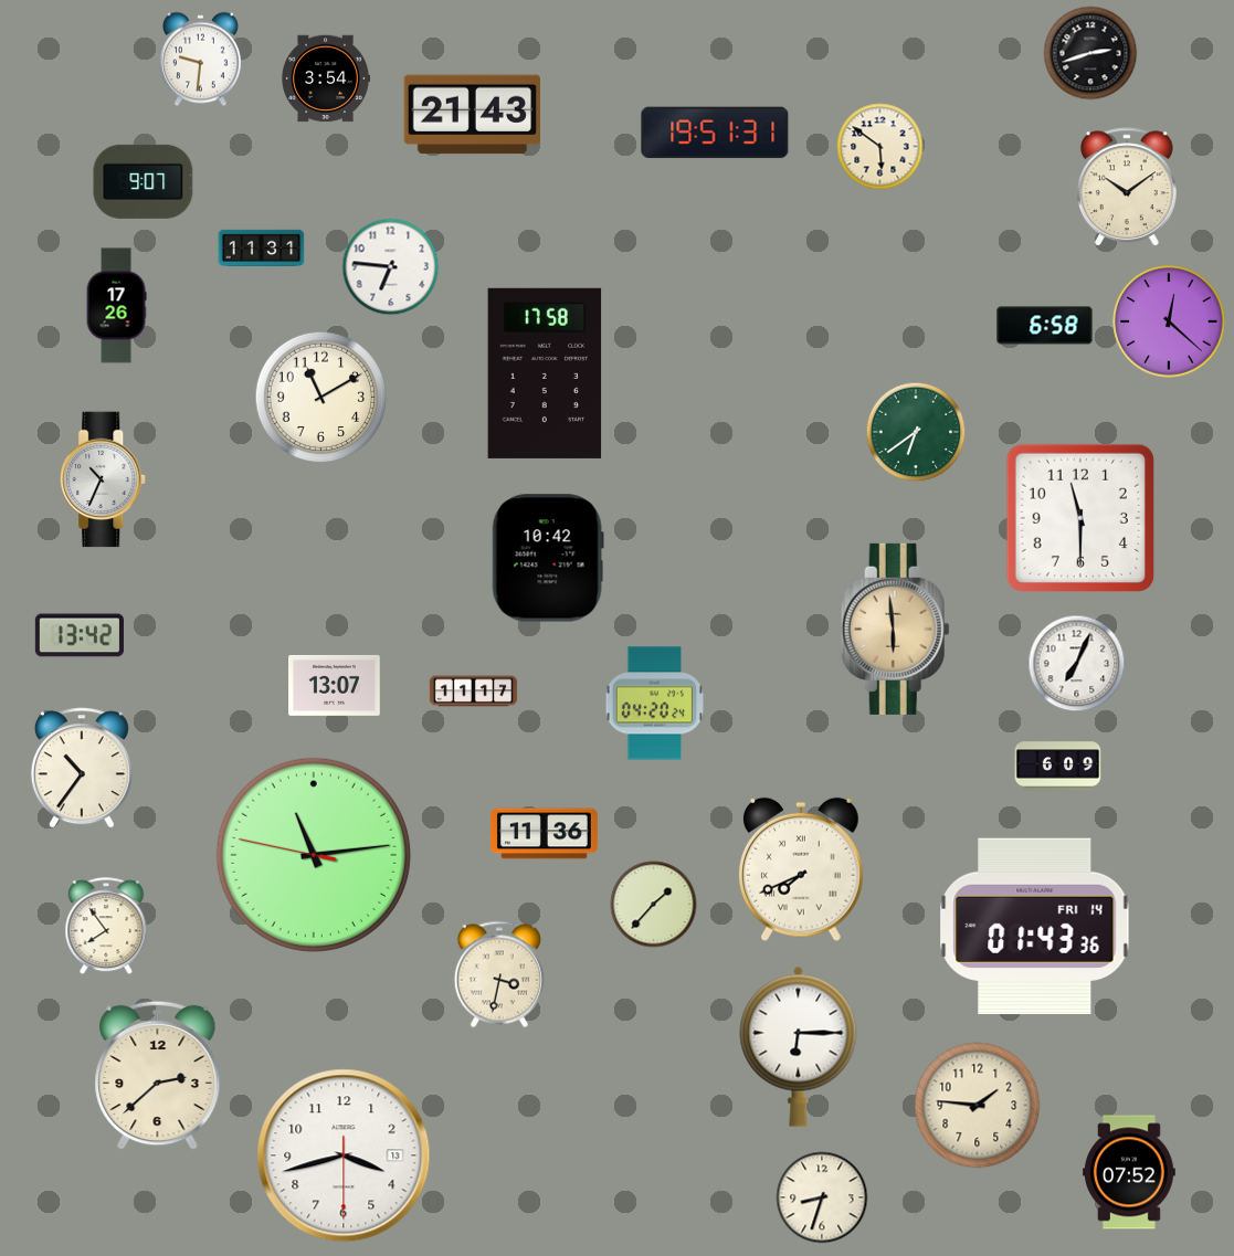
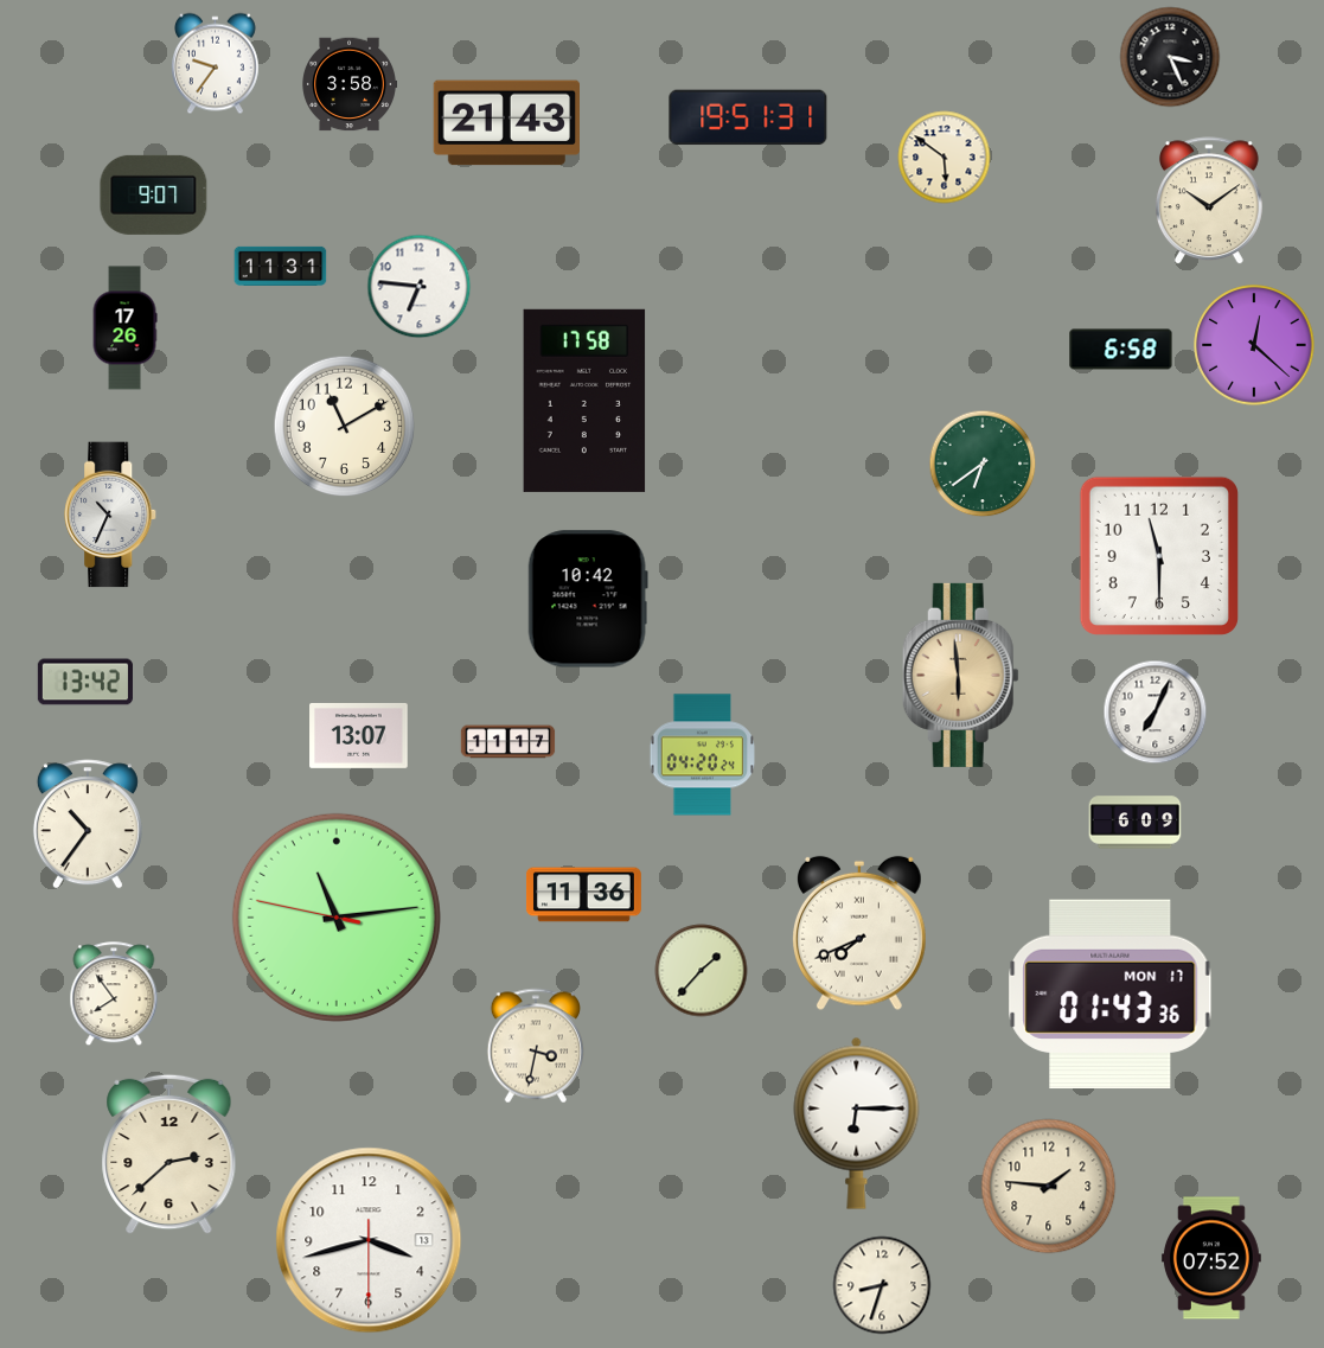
clock at (1090, 53): 2:42 -> 3:26
clock at (201, 60): 9:31 -> 9:36
clock at (326, 78): 3:54 -> 3:58
clock at (715, 133) position: (715, 133) -> (748, 117)
clock at (1035, 927) date: FRI 14 -> MON 17
